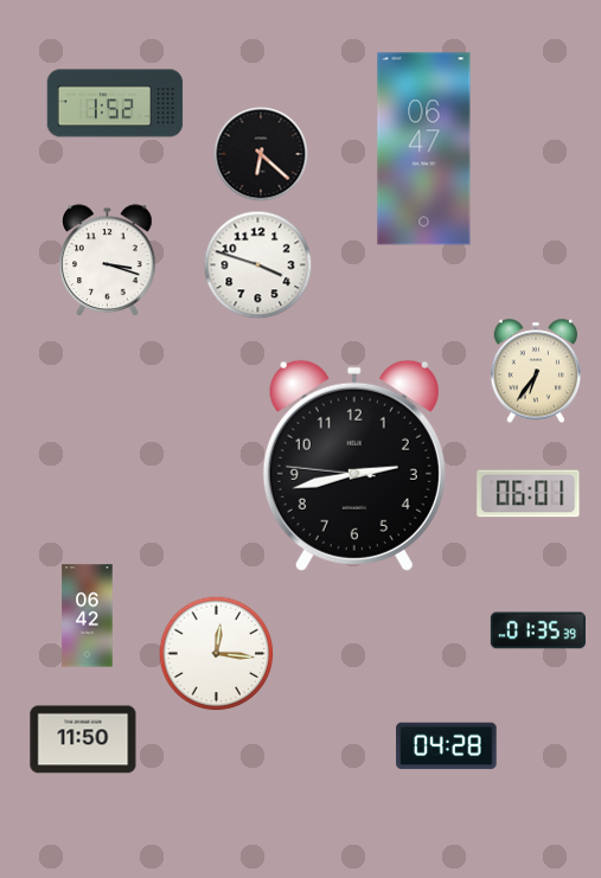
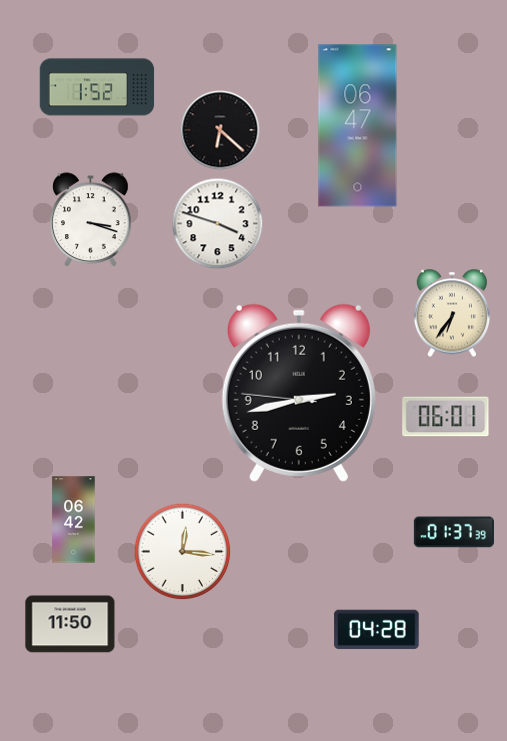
clock at (538, 630): 01:35 -> 01:37
